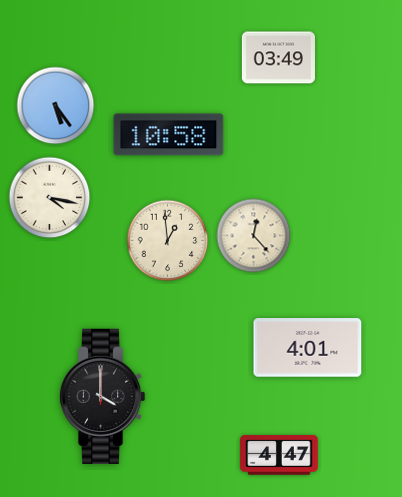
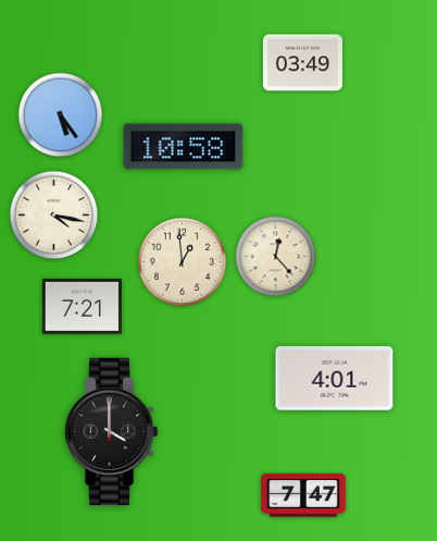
clock at (82, 307): none -> 7:21
clock at (279, 455): 4:47 -> 7:47
